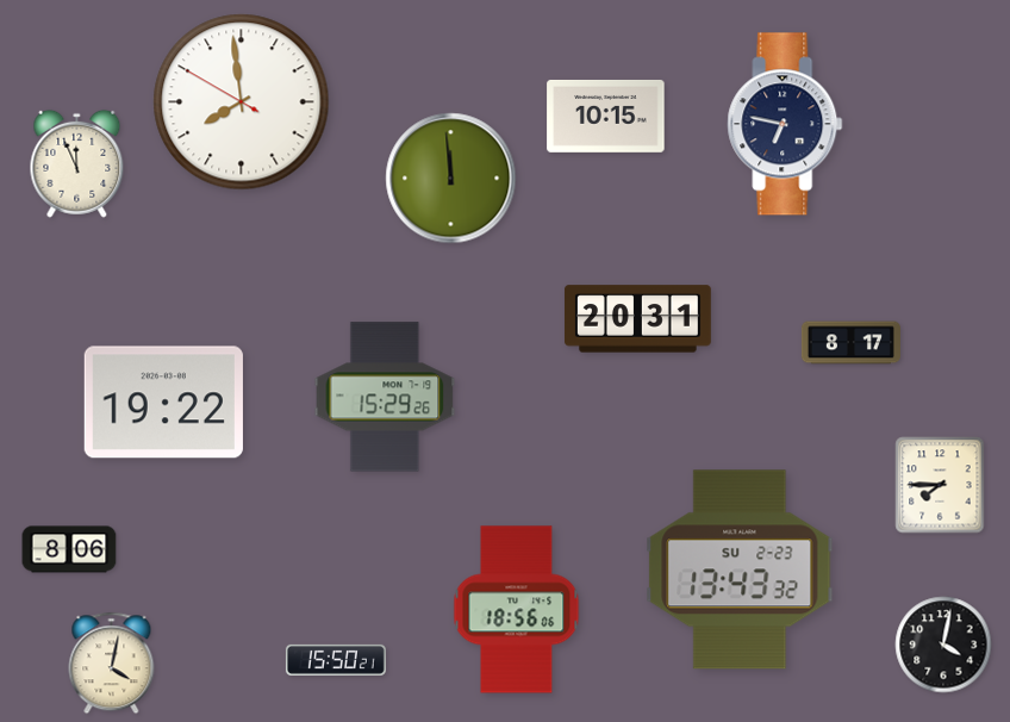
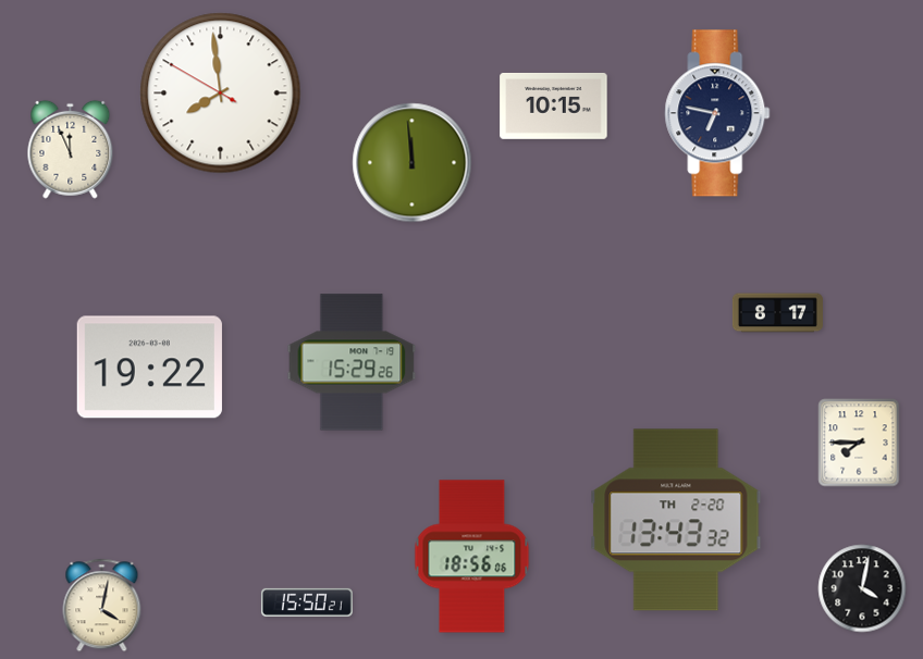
clock at (637, 319): 20:31 -> none
clock at (69, 549): 8:06 -> none
clock at (740, 569) date: SU 2-23 -> TH 2-20
